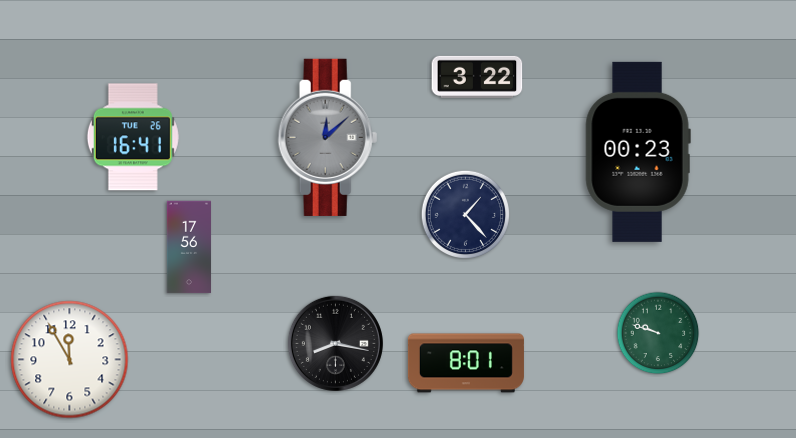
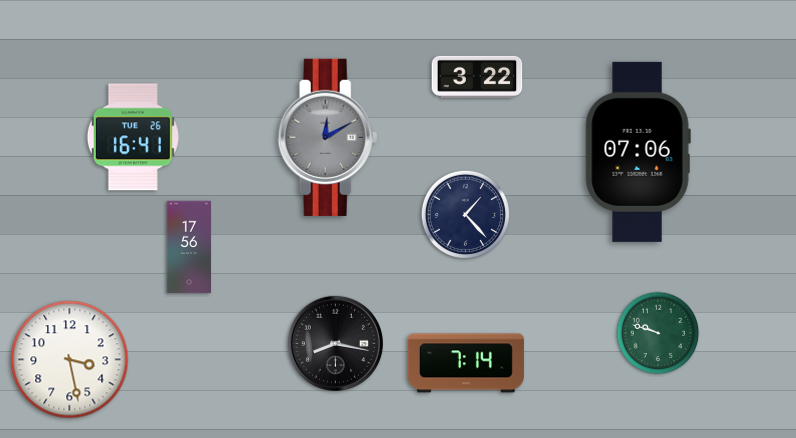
clock at (328, 137): 12:08 -> 12:10
clock at (638, 152): 00:23 -> 07:06
clock at (70, 360): 11:55 -> 3:28
clock at (466, 363): 8:01 -> 7:14
